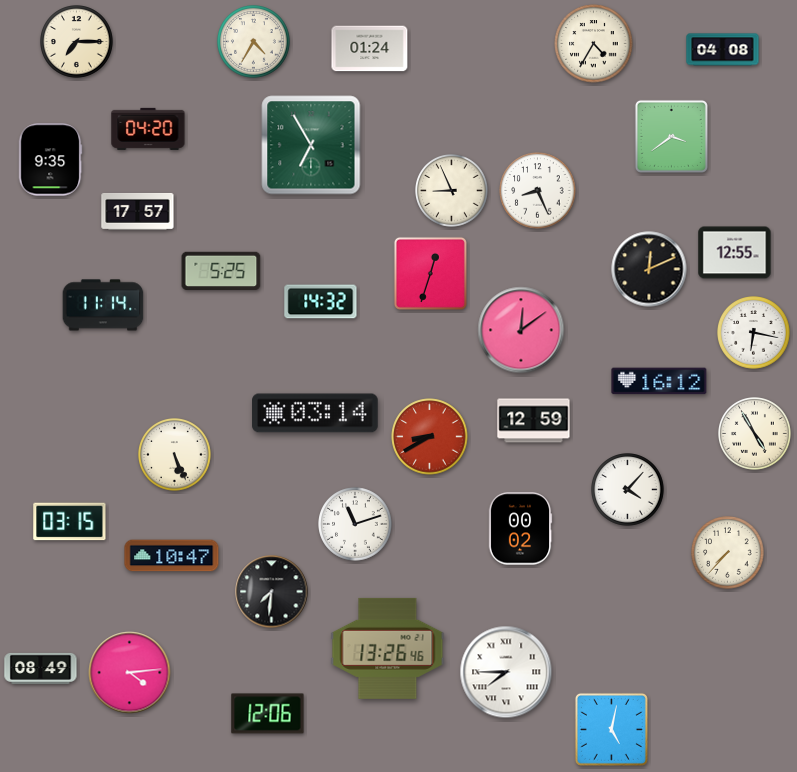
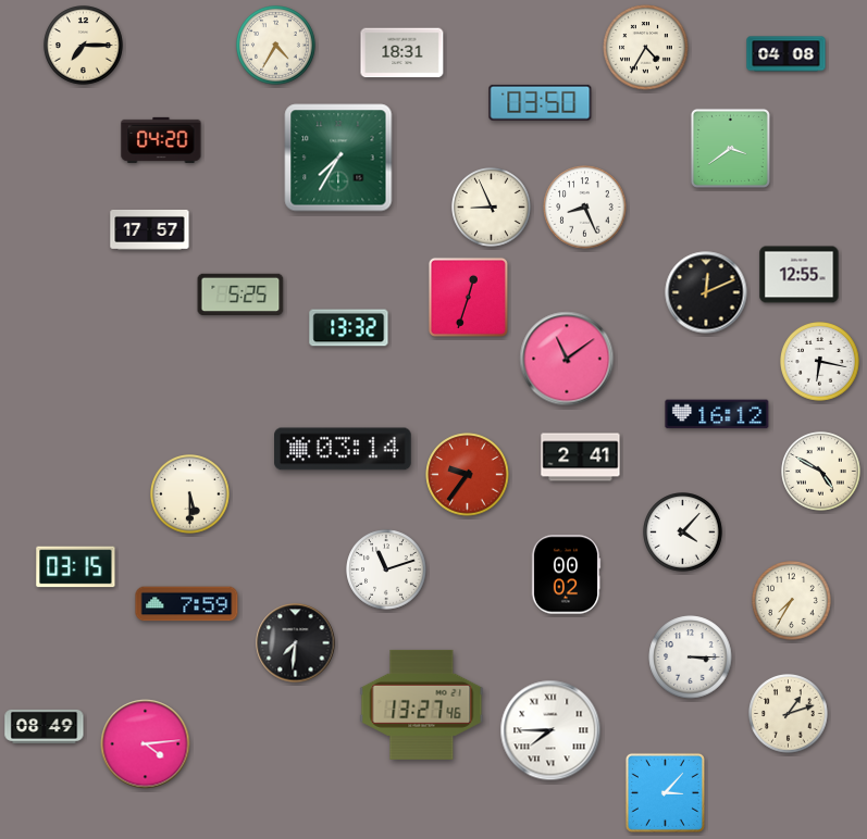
clock at (370, 49): 01:24 -> 18:31
clock at (541, 102): none -> 03:50
clock at (311, 145): 6:55 -> 7:35
clock at (50, 160): 9:35 -> none
clock at (321, 302): 14:32 -> 13:32
clock at (103, 305): 11:14 -> none
clock at (521, 330): 12:09 -> 11:09
clock at (534, 421): 12:59 -> 2:41
clock at (755, 434): 4:55 -> 4:50
clock at (430, 437): 8:40 -> 9:36
clock at (175, 455): 5:26 -> 5:30
clock at (728, 553): 7:37 -> 7:35
clock at (172, 556): 10:47 -> 7:59
clock at (691, 658): none -> 3:15
clock at (388, 648): 13:26 -> 13:27
clock at (789, 714): none -> 1:12
clock at (130, 673) position: (130, 673) -> (146, 744)
clock at (268, 714): 12:06 -> none
clock at (611, 729): 5:02 -> 3:07
